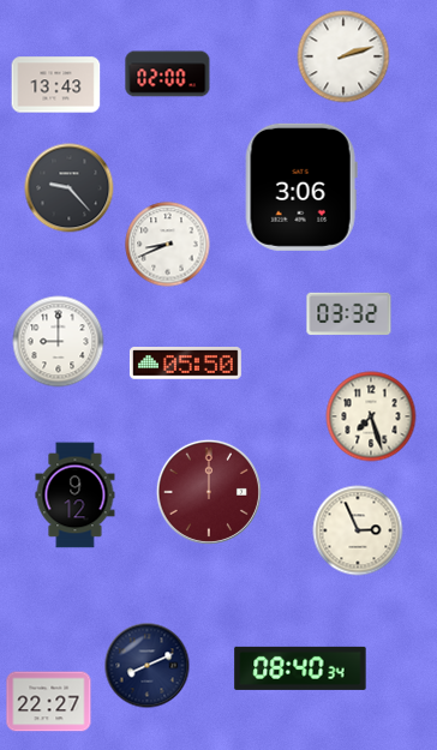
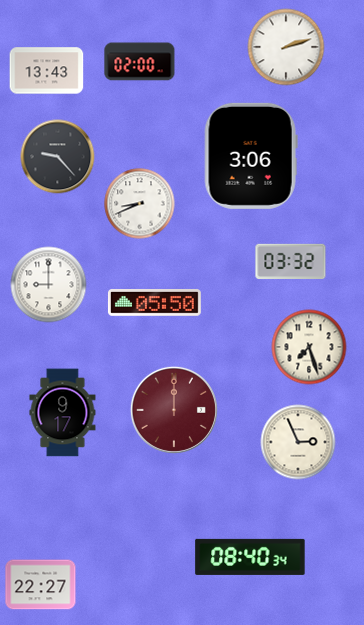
clock at (76, 496): 9:12 -> 9:17
clock at (148, 666): 8:11 -> none
